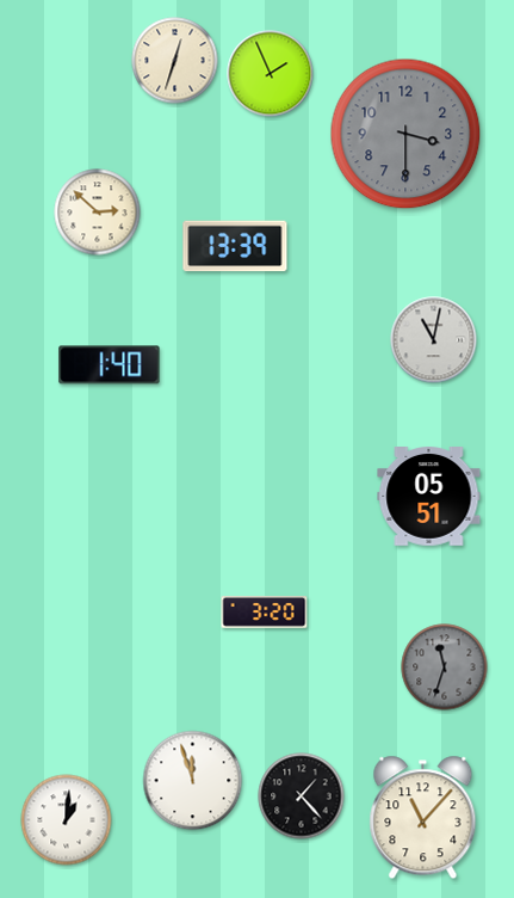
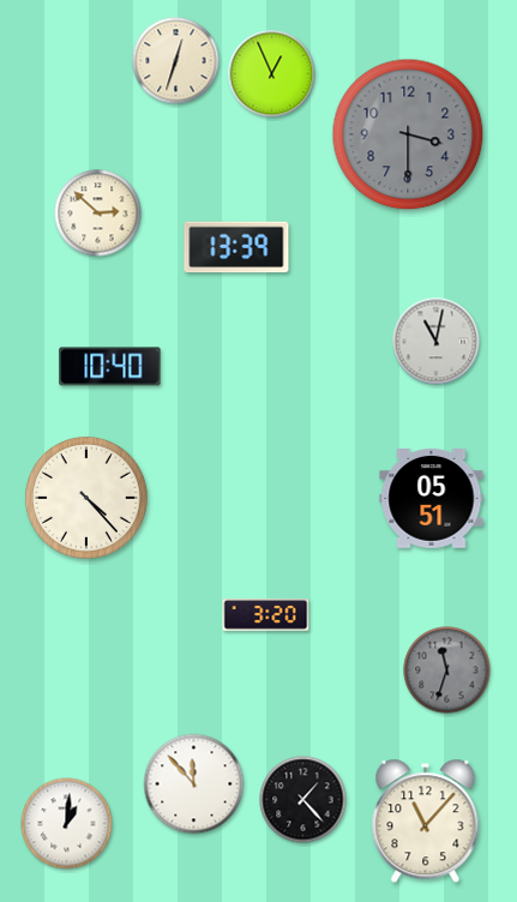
clock at (271, 74): 1:56 -> 12:56
clock at (110, 365): 1:40 -> 10:40
clock at (86, 498): none -> 4:23
clock at (193, 781): 11:57 -> 11:53
